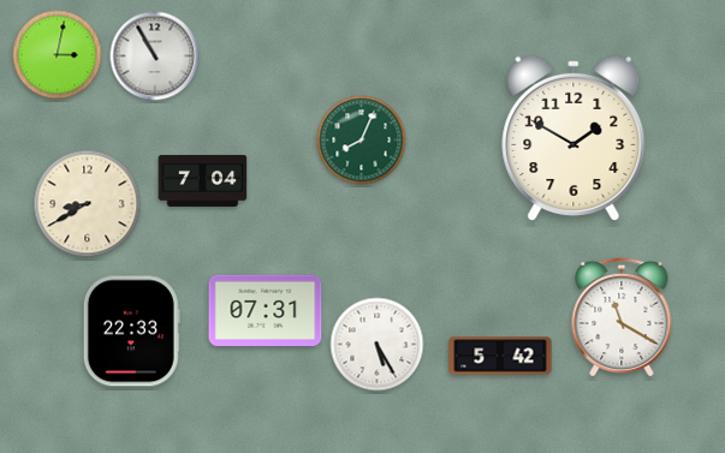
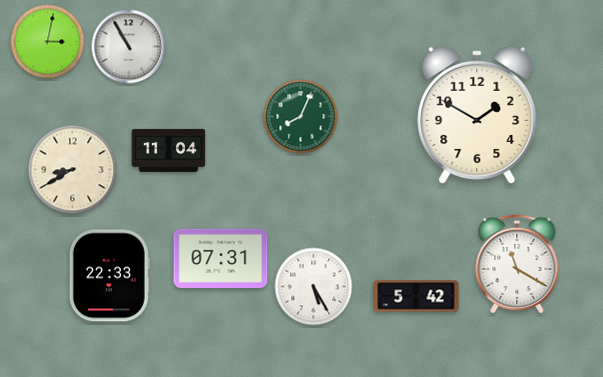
clock at (58, 55) position: (58, 55) -> (48, 42)
clock at (203, 180): 7:04 -> 11:04
